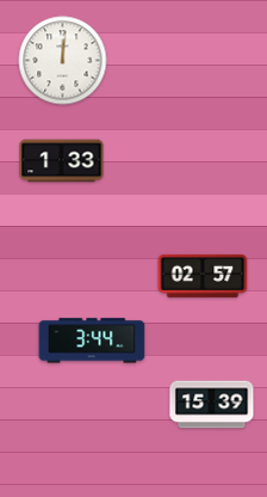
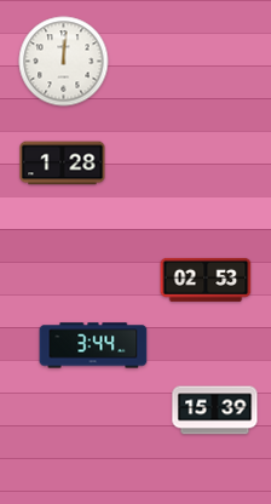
clock at (62, 161): 1:33 -> 1:28
clock at (203, 276): 02:57 -> 02:53
